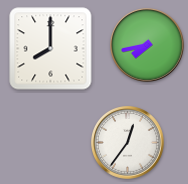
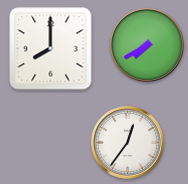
clock at (148, 46): 7:43 -> 7:40
